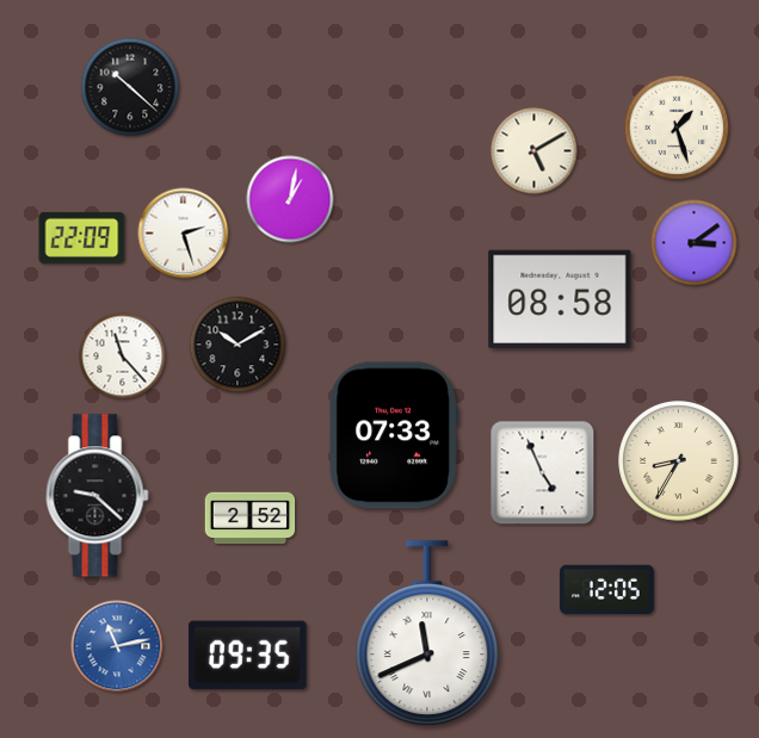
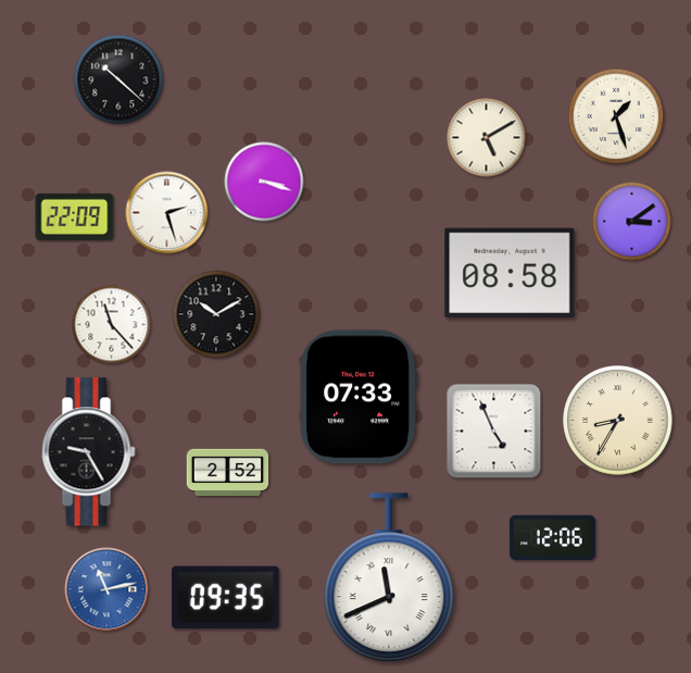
clock at (290, 199): 1:02 -> 3:18
clock at (98, 496): 9:22 -> 9:25
clock at (606, 590): 12:05 -> 12:06
